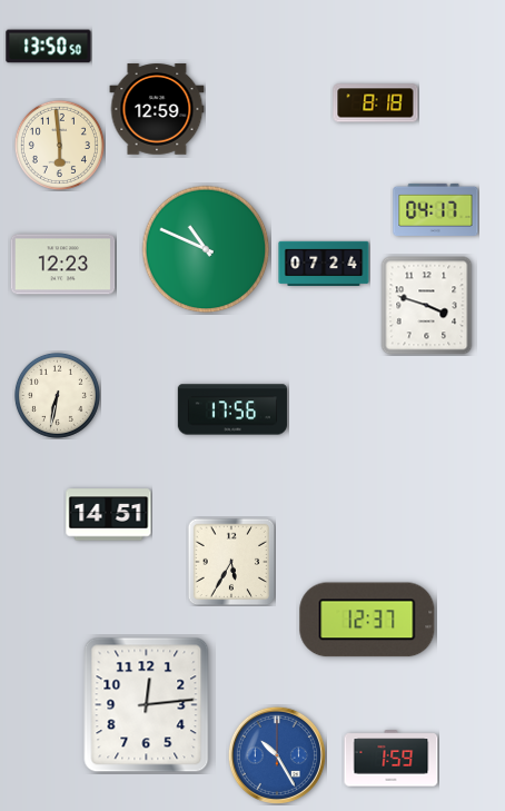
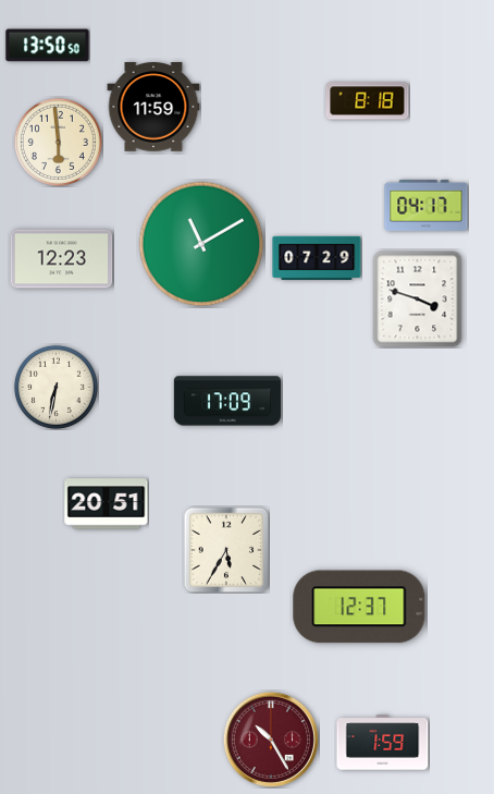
clock at (157, 109): 12:59 -> 11:59
clock at (206, 249): 10:49 -> 11:10
clock at (324, 263): 07:24 -> 07:29
clock at (232, 409): 17:56 -> 17:09
clock at (109, 515): 14:51 -> 20:51
clock at (147, 705): 12:14 -> none
clock at (277, 755) dial: blue -> burgundy
